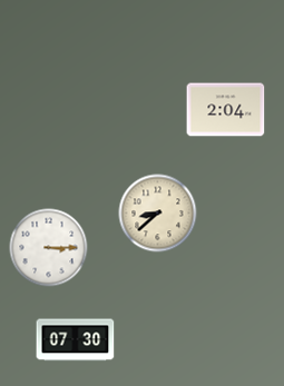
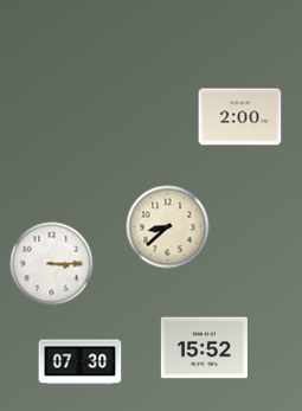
clock at (226, 110): 2:04 -> 2:00
clock at (204, 348): none -> 15:52
